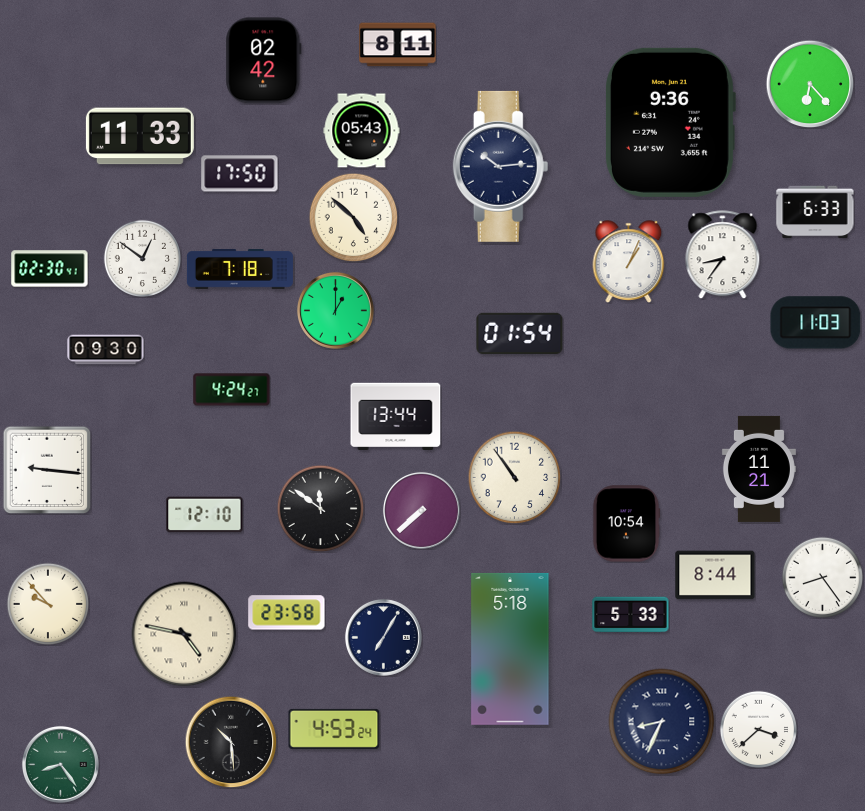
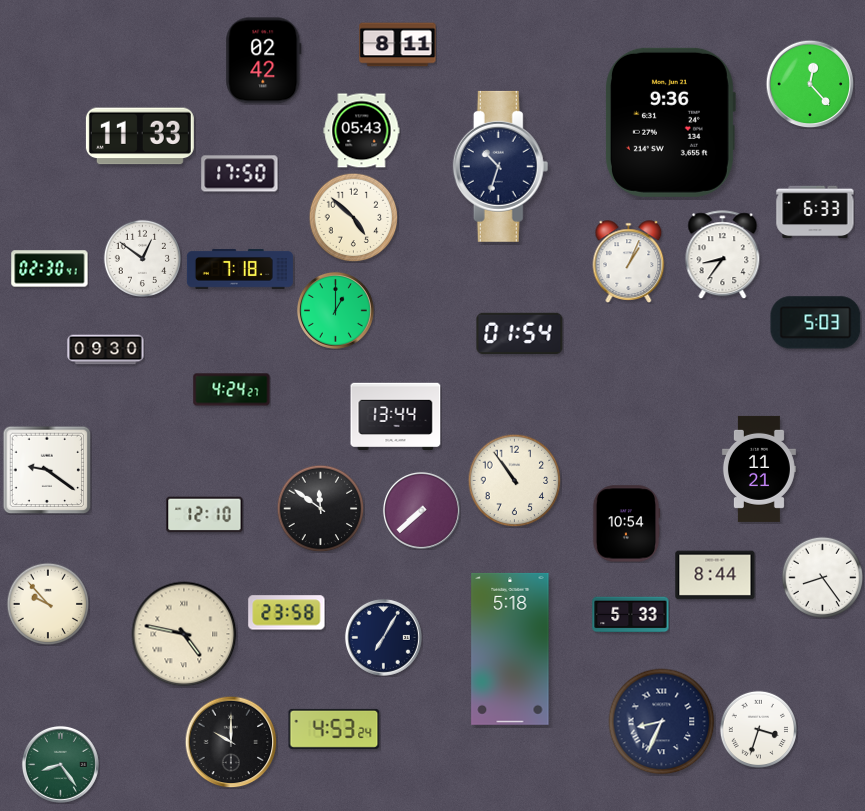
clock at (810, 84): 6:23 -> 12:23
clock at (501, 166): 10:14 -> 10:33
clock at (816, 323): 11:03 -> 5:03
clock at (47, 470): 9:16 -> 9:21
clock at (514, 477) position: (514, 477) -> (514, 480)
clock at (758, 729): 3:38 -> 3:33
clock at (231, 742): 10:29 -> 10:00
